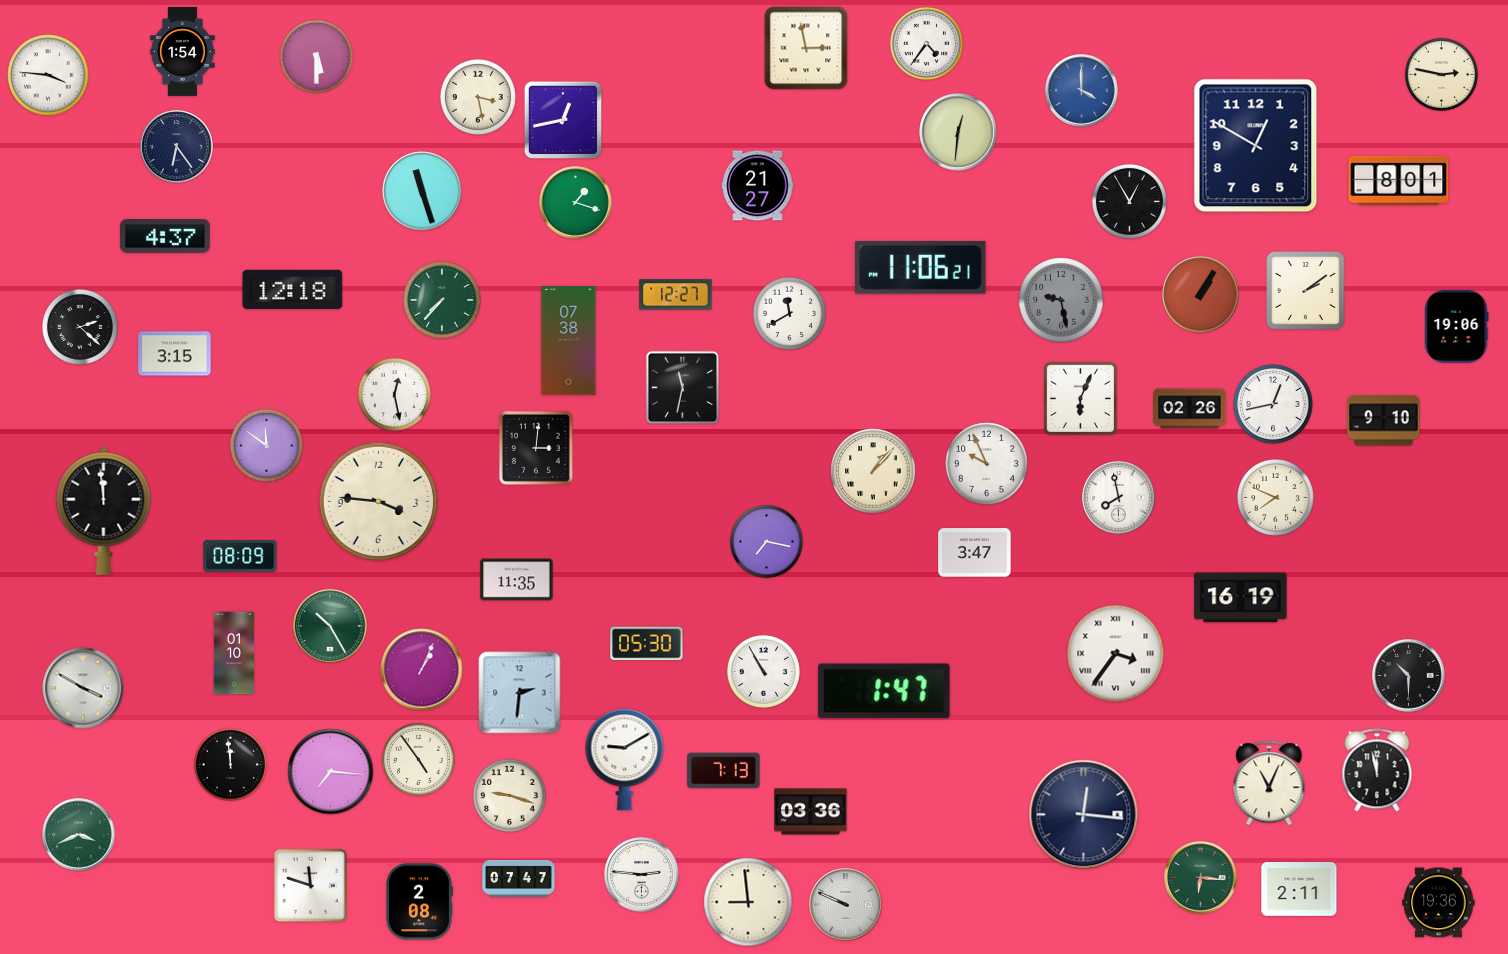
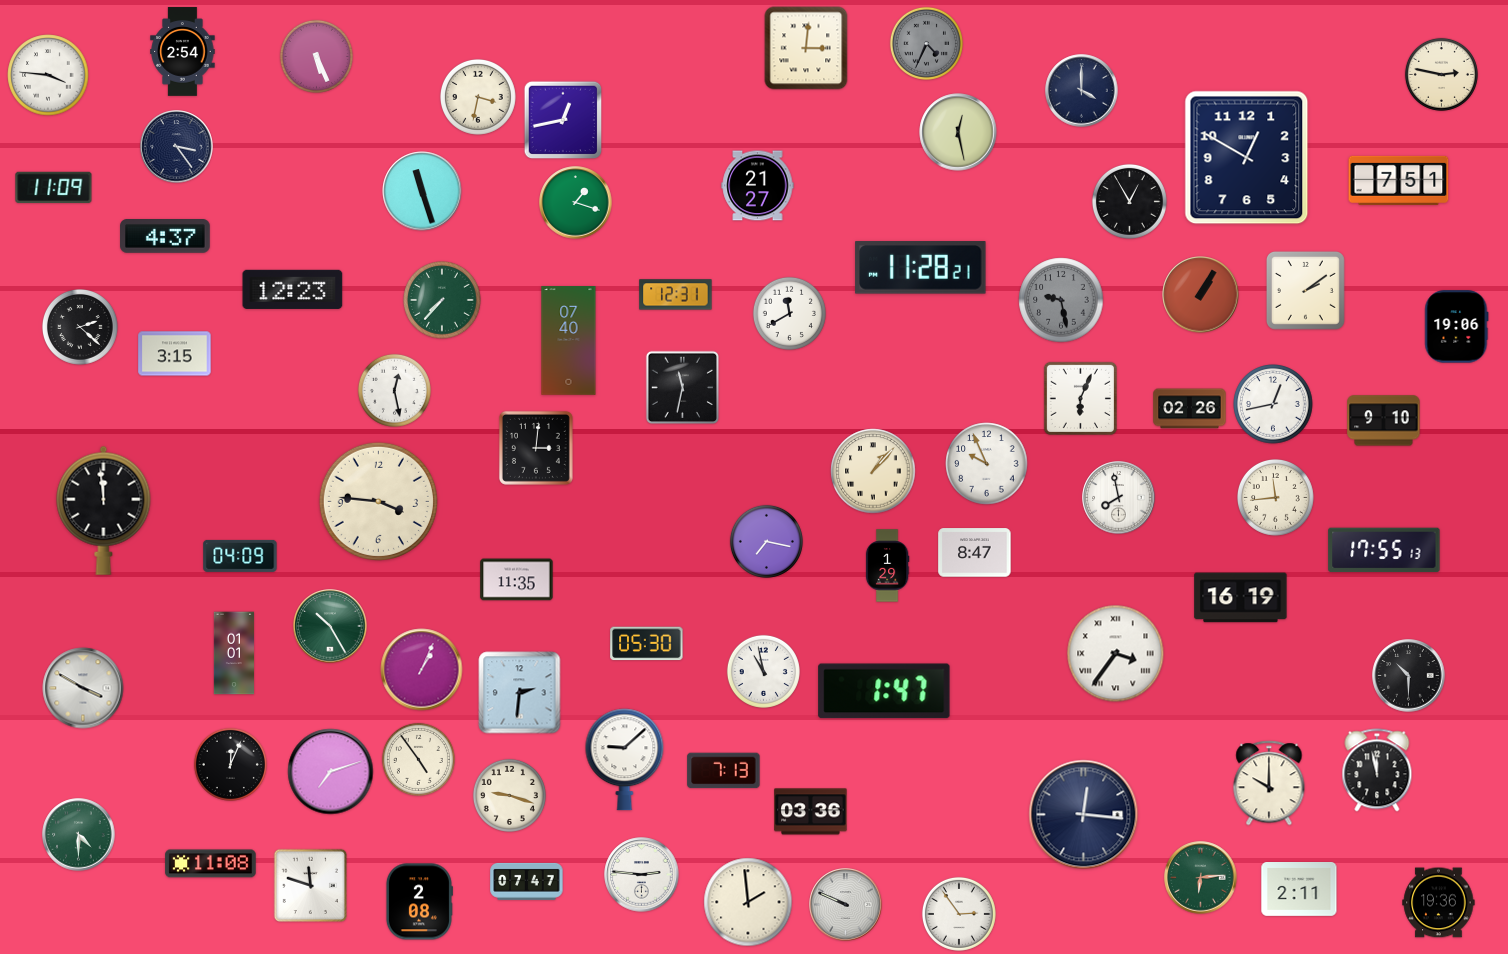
clock at (926, 43): 4:36 -> 4:34
clock at (926, 43) dial: white -> grey
clock at (806, 48): 2:58 -> 3:01
clock at (183, 52): 1:54 -> 2:54
clock at (316, 56): 5:30 -> 5:26
clock at (1082, 91) dial: blue -> navy
clock at (478, 97): 3:28 -> 3:32
clock at (958, 132): 12:31 -> 12:28
clock at (1256, 146) position: (1256, 146) -> (1247, 158)
clock at (177, 147): 6:24 -> 3:24
clock at (1399, 180): 8:01 -> 7:51
clock at (54, 188): none -> 11:09
clock at (921, 268): 11:06 -> 11:28
clock at (293, 289): 12:18 -> 12:23
clock at (676, 295): 12:27 -> 12:31
clock at (569, 341): 07:38 -> 07:40
clock at (394, 394) position: (394, 394) -> (394, 390)
clock at (266, 445): 11:51 -> none
clock at (1276, 498): 7:49 -> 11:44
clock at (1384, 550): none -> 17:55
clock at (975, 553): 3:47 -> 8:47
clock at (240, 556): 08:09 -> 04:09
clock at (887, 566): none -> 1:29
clock at (234, 653): 01:10 -> 01:01
clock at (763, 671): 10:55 -> 10:58
clock at (625, 760): 9:10 -> 9:08
clock at (230, 764): 11:59 -> 12:04
clock at (331, 772): 7:16 -> 7:12
clock at (1269, 783): 11:04 -> 10:00
clock at (79, 835): 3:41 -> 4:30
clock at (211, 864): none -> 11:08
clock at (519, 878) position: (519, 878) -> (527, 881)
clock at (1201, 878): 6:16 -> 6:14
clock at (748, 902): 8:59 -> 1:59
clock at (959, 914): none -> 2:54
